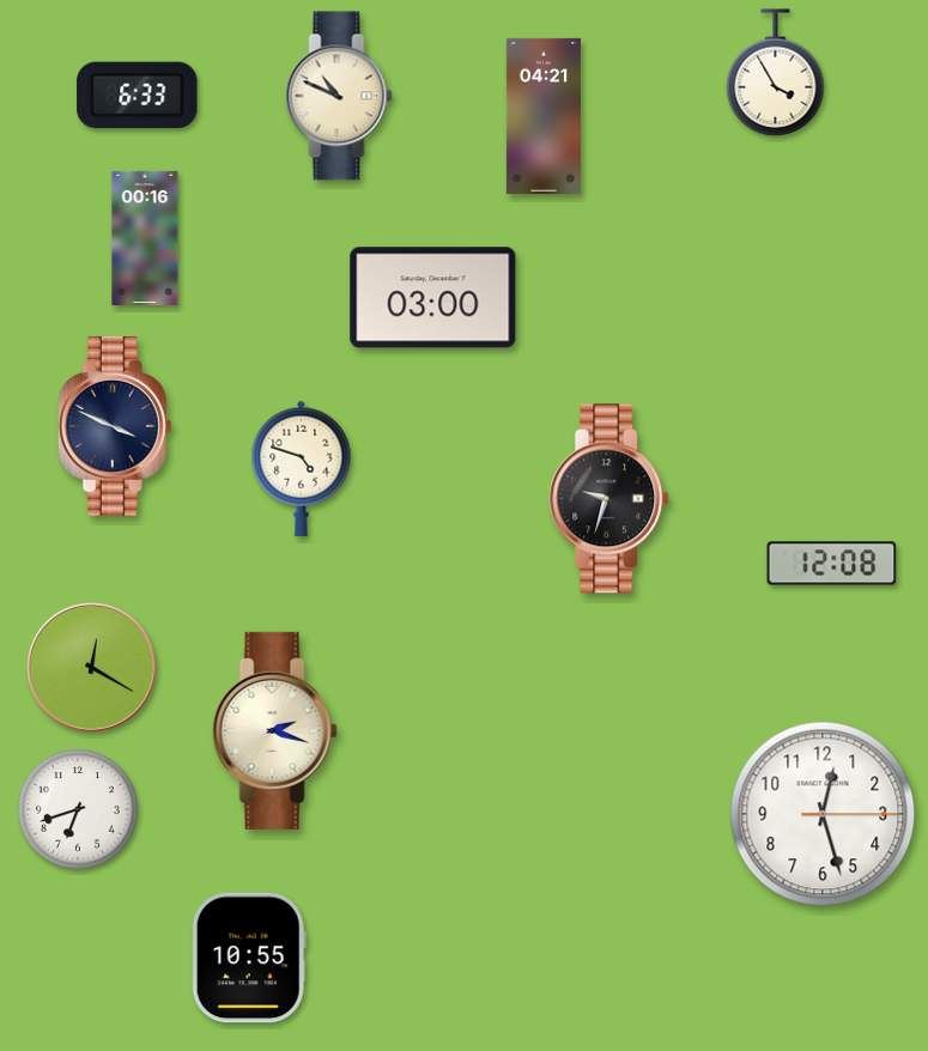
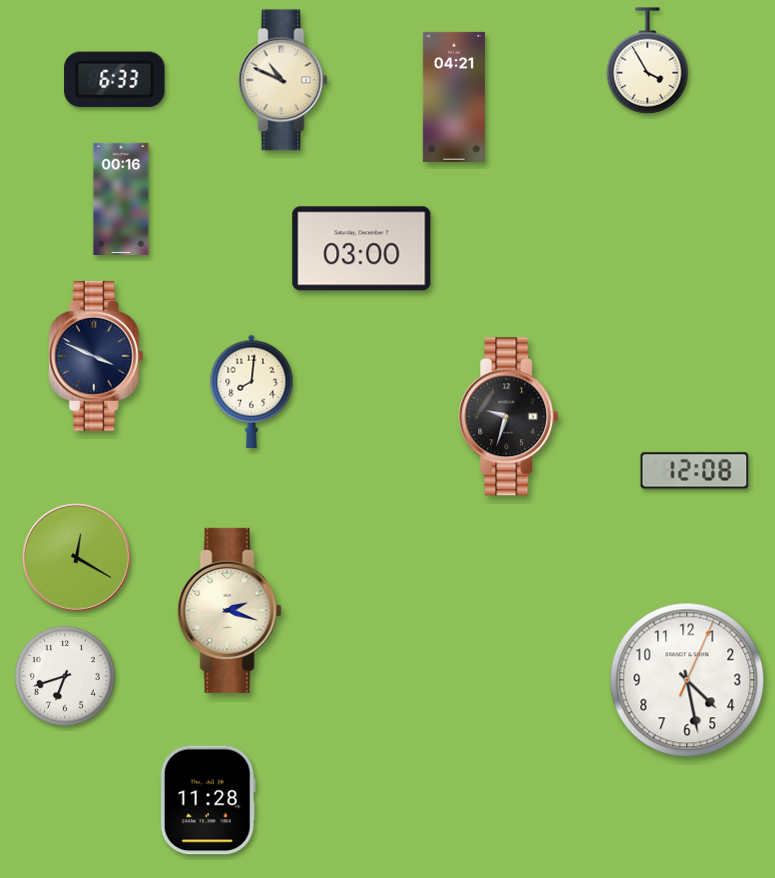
clock at (302, 468): 4:48 -> 8:01
clock at (823, 814): 12:27 -> 4:28
clock at (249, 958): 10:55 -> 11:28
